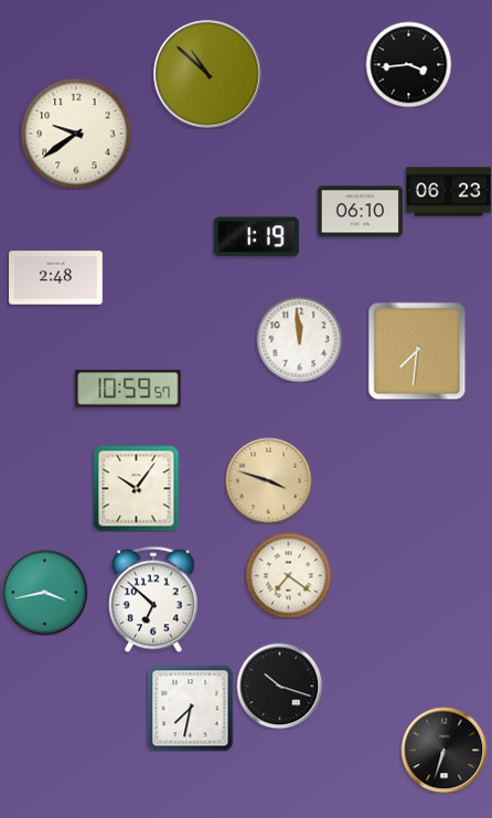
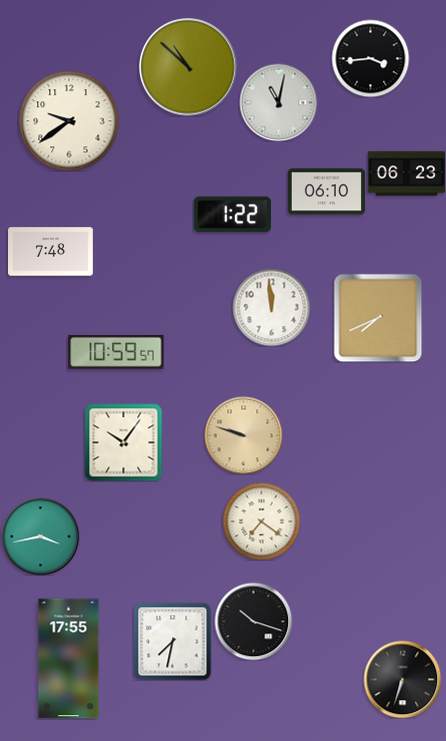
clock at (278, 102): none -> 11:02
clock at (256, 237): 1:19 -> 1:22
clock at (56, 278): 2:48 -> 7:48
clock at (417, 351): 7:31 -> 7:41
clock at (268, 480): 3:48 -> 9:48
clock at (153, 599): 6:52 -> none
clock at (69, 659): none -> 17:55
